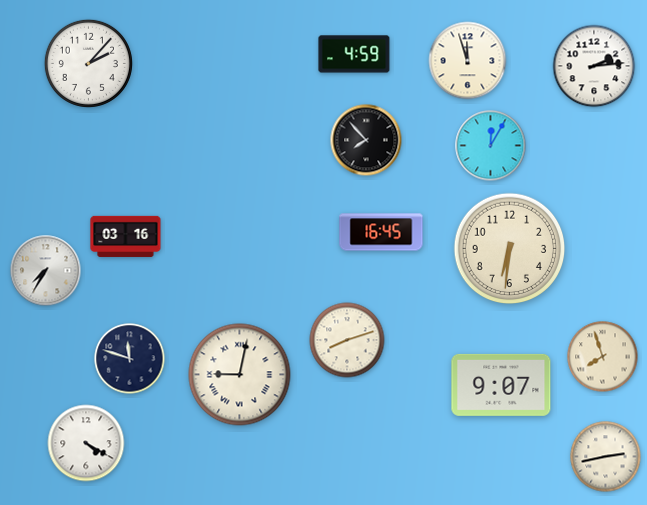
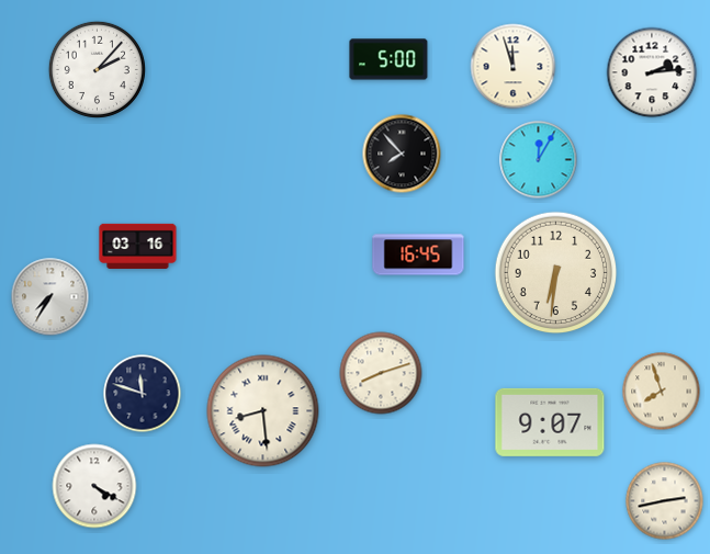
clock at (354, 54): 4:59 -> 5:00
clock at (126, 236) position: (126, 236) -> (138, 246)
clock at (510, 249) position: (510, 249) -> (556, 273)
clock at (240, 375): 9:02 -> 8:29
